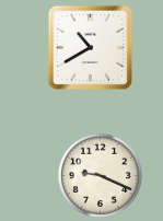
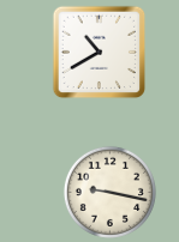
clock at (100, 175): 9:19 -> 9:17
